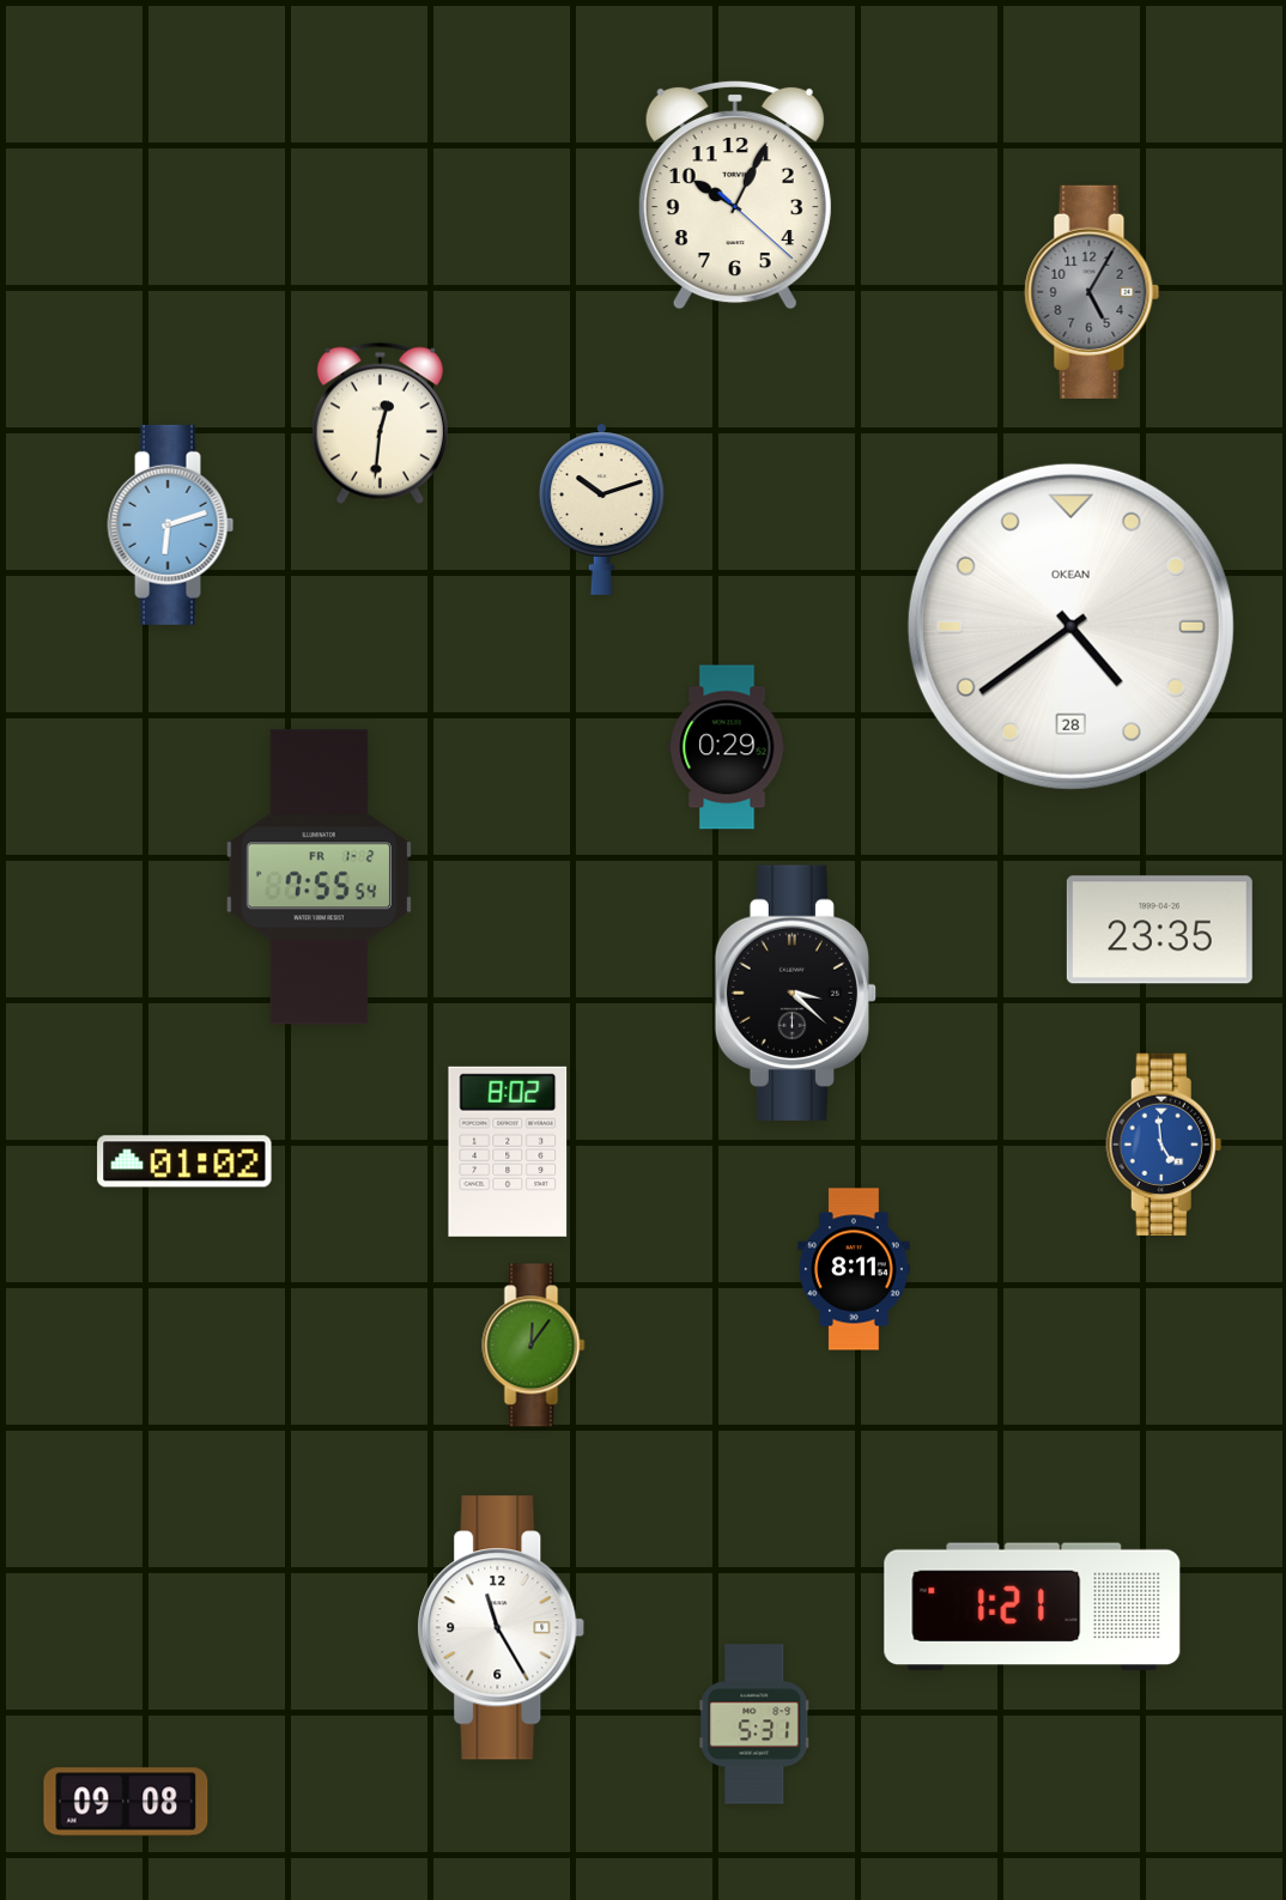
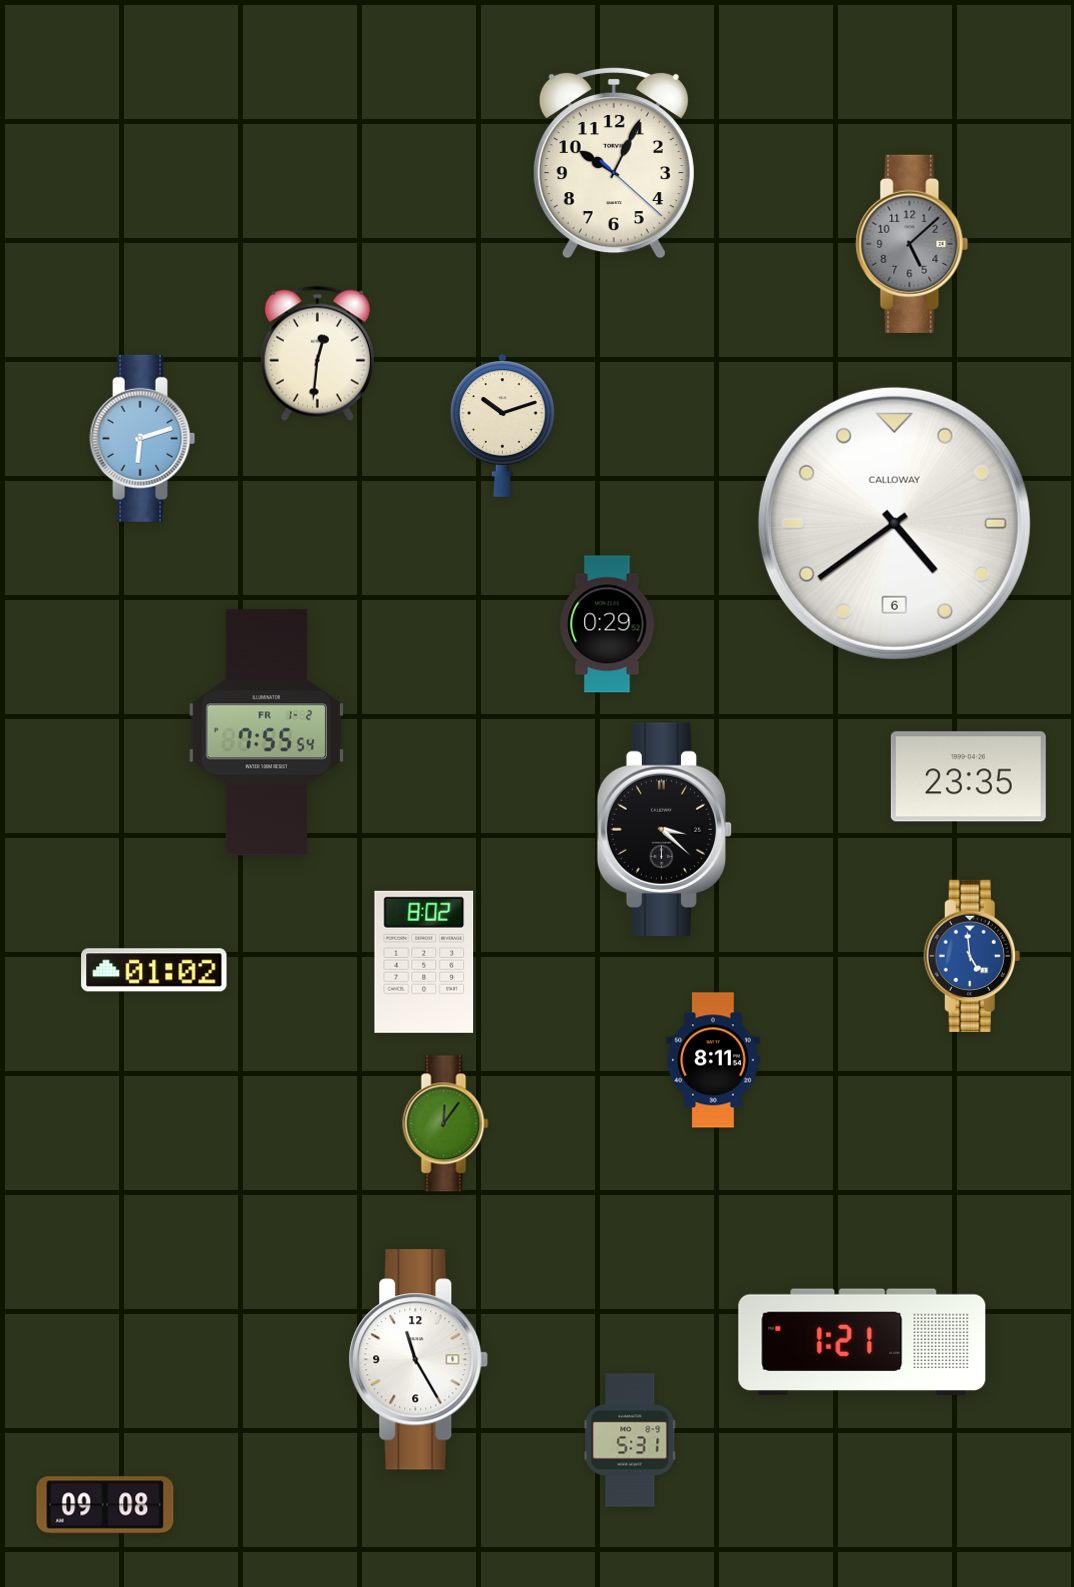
clock at (1092, 292): 5:05 -> 5:08
clock at (1070, 626) date: 28 -> 6
clock at (1070, 626) brand: OKEAN -> CALLOWAY
